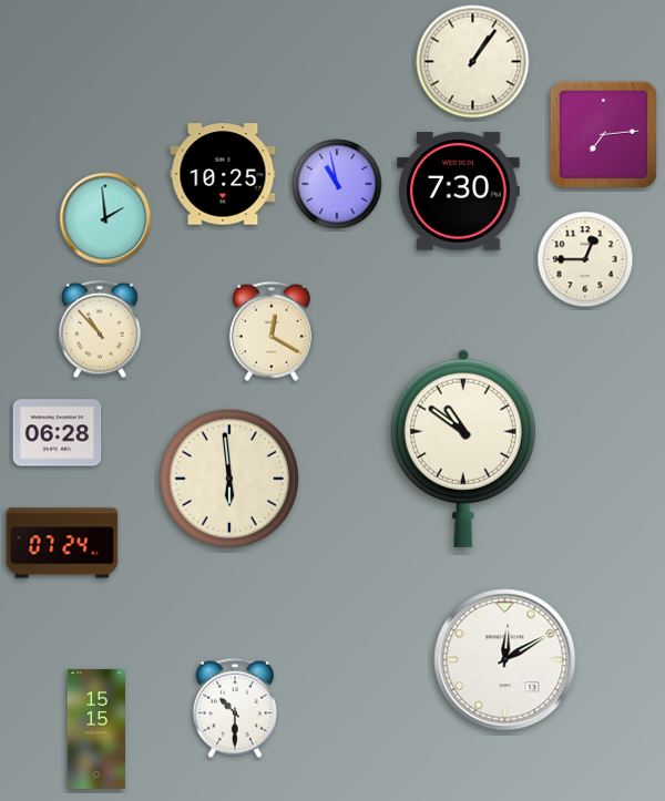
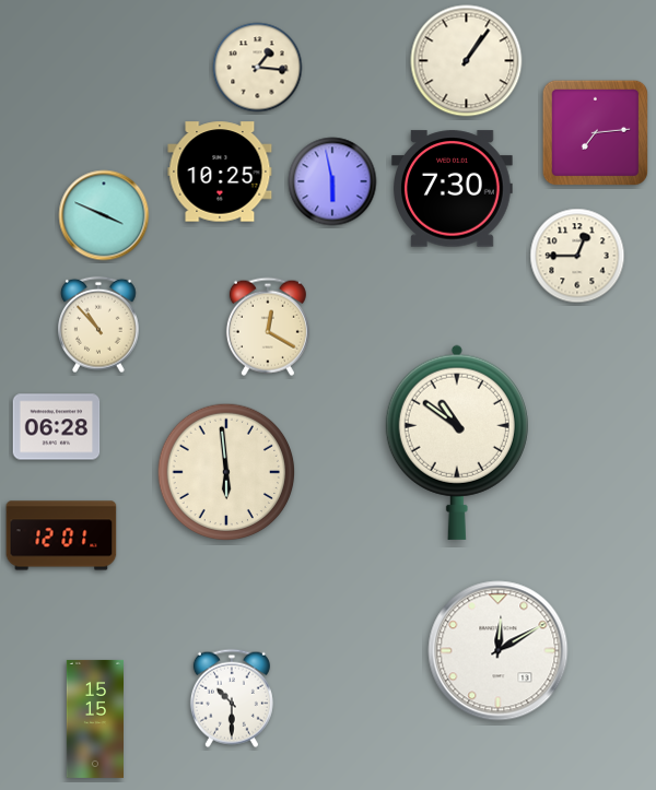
clock at (258, 68): none -> 1:16
clock at (337, 184): 10:58 -> 5:58
clock at (105, 218): 1:59 -> 3:49
clock at (62, 543): 07:24 -> 12:01
